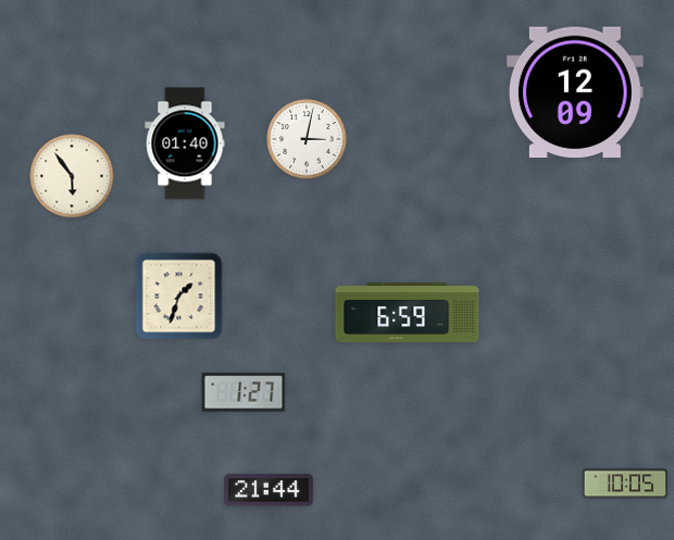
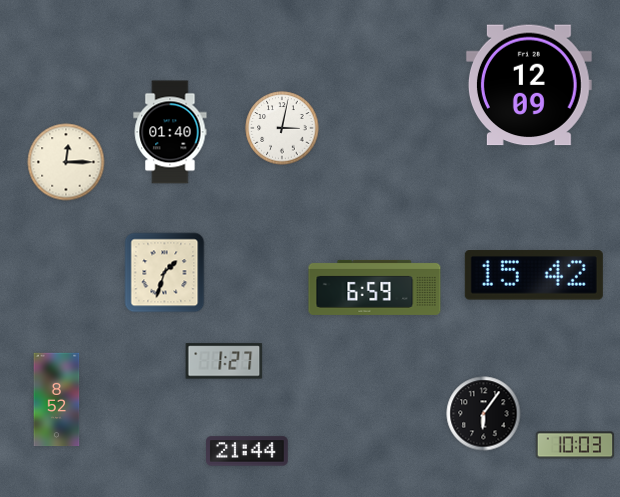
clock at (72, 176): 5:54 -> 12:15
clock at (534, 275): none -> 15:42
clock at (57, 400): none -> 8:52
clock at (484, 414): none -> 6:06
clock at (625, 484): 10:05 -> 10:03
